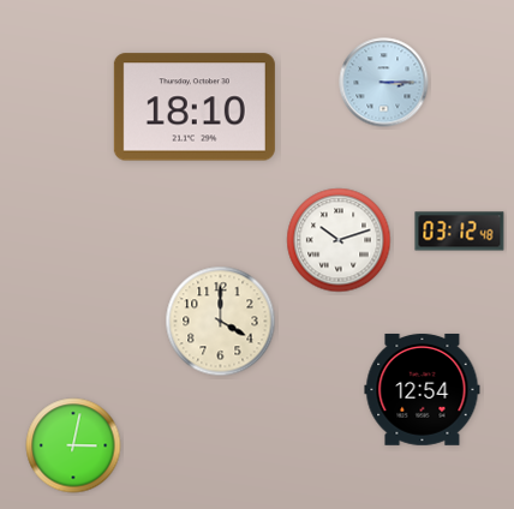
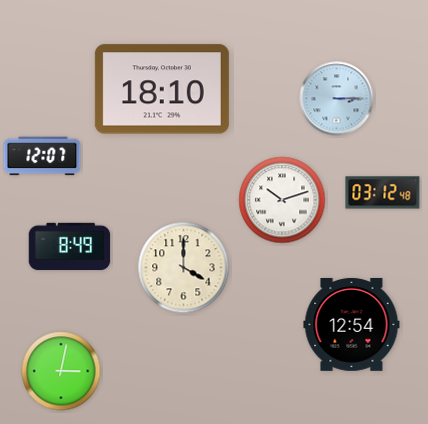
clock at (384, 83) position: (384, 83) -> (337, 99)
clock at (42, 156): none -> 12:07
clock at (70, 247): none -> 8:49
